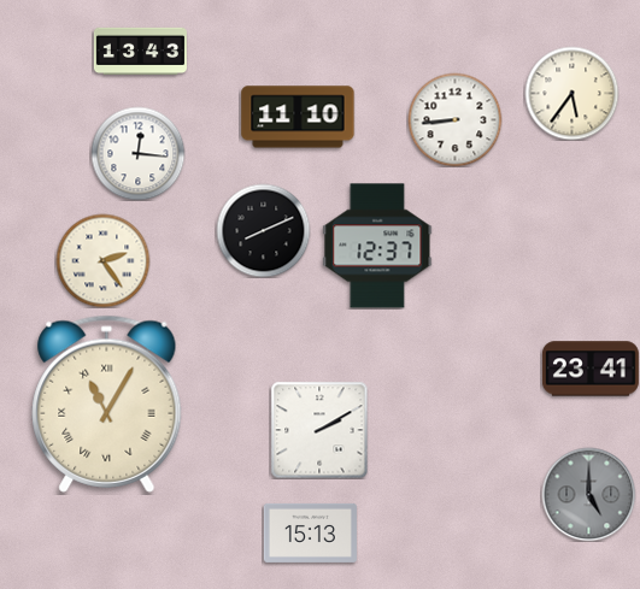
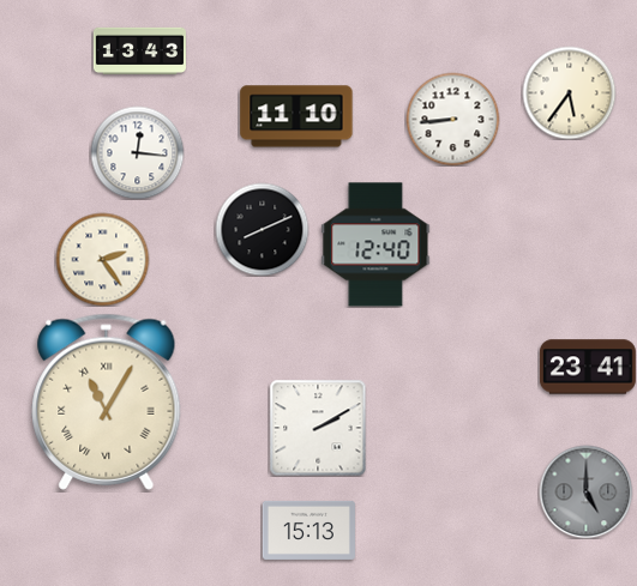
clock at (377, 246): 12:37 -> 12:40
